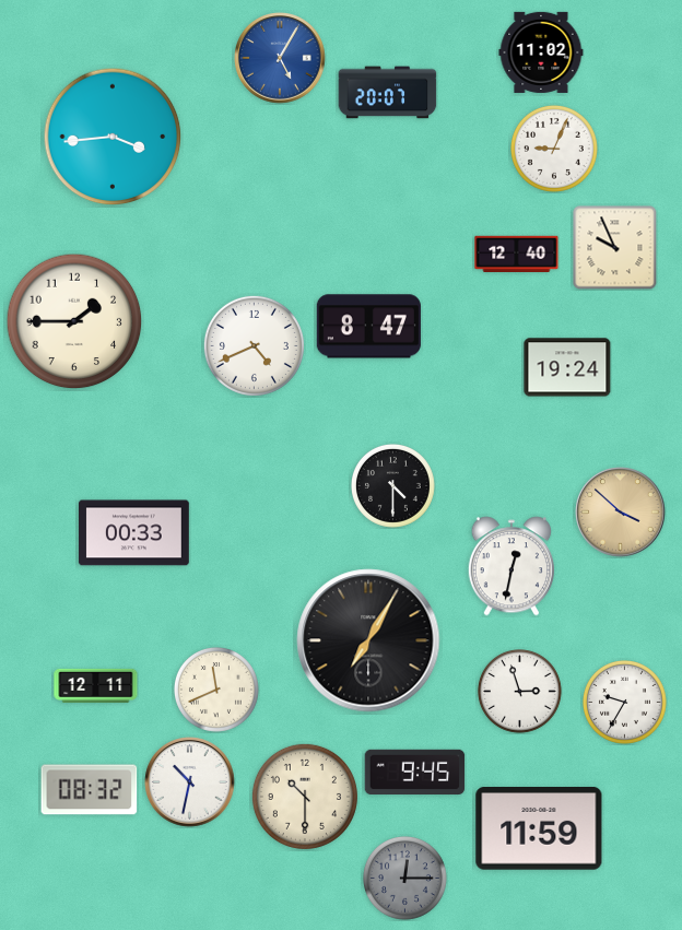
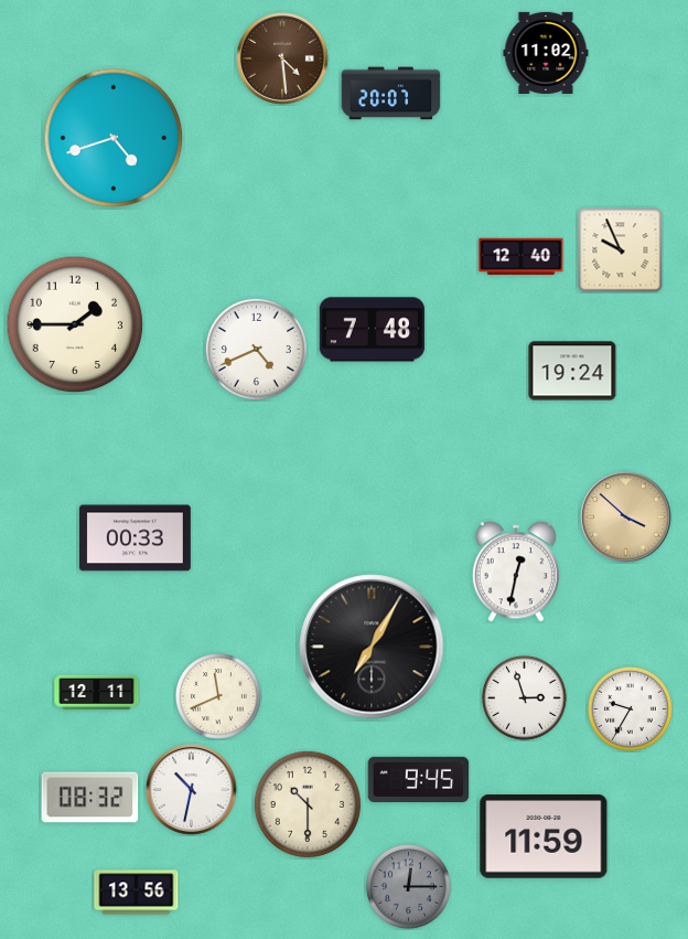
clock at (281, 59): 5:05 -> 4:29
clock at (281, 59) dial: blue -> brown
clock at (113, 137): 3:44 -> 4:42
clock at (554, 149): 9:04 -> none
clock at (368, 327): 8:47 -> 7:48
clock at (393, 486): 4:30 -> none
clock at (137, 893): none -> 13:56
